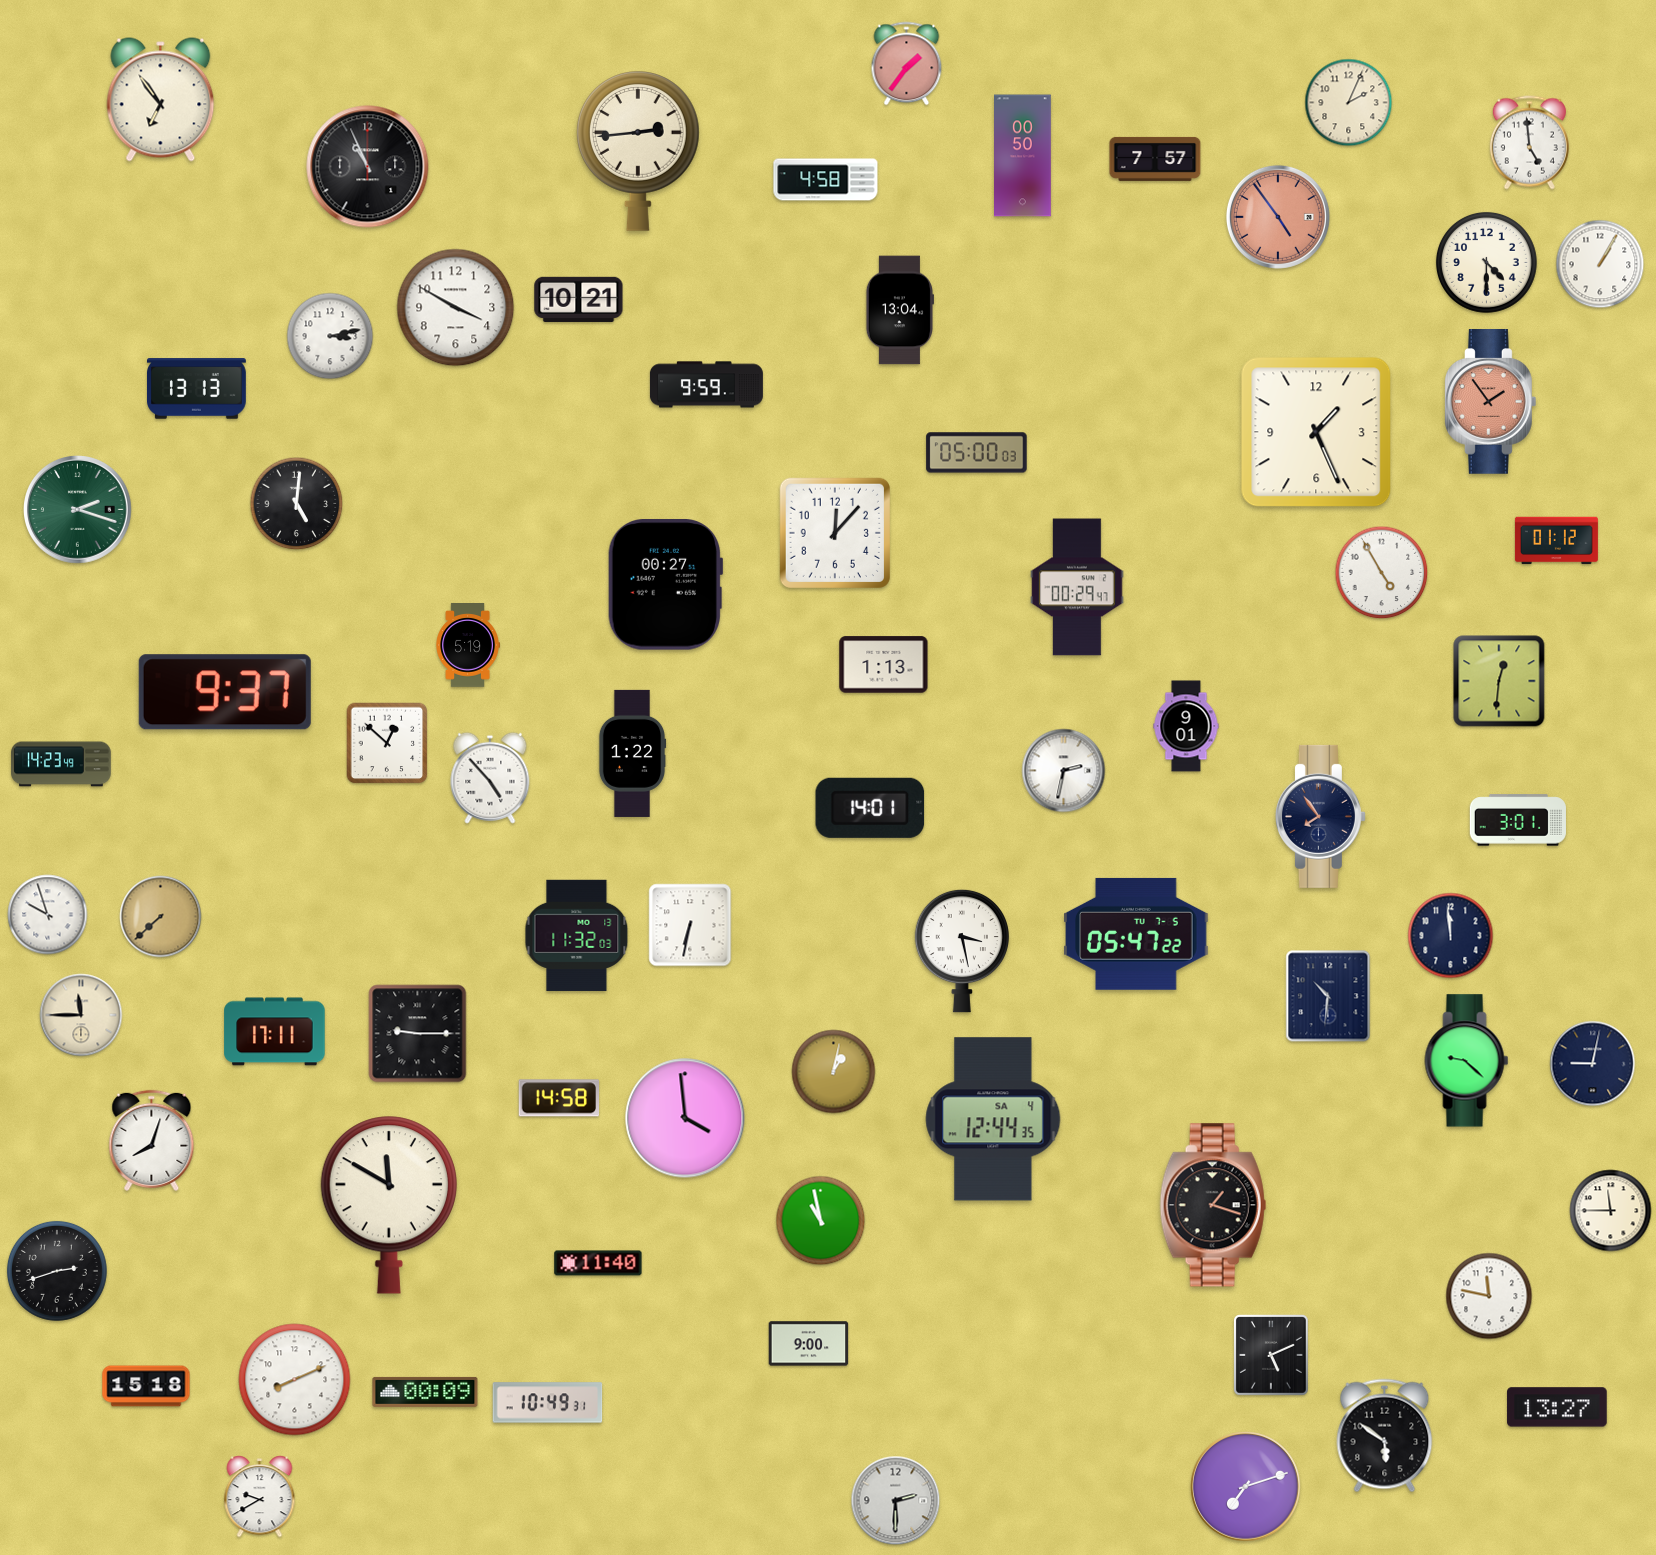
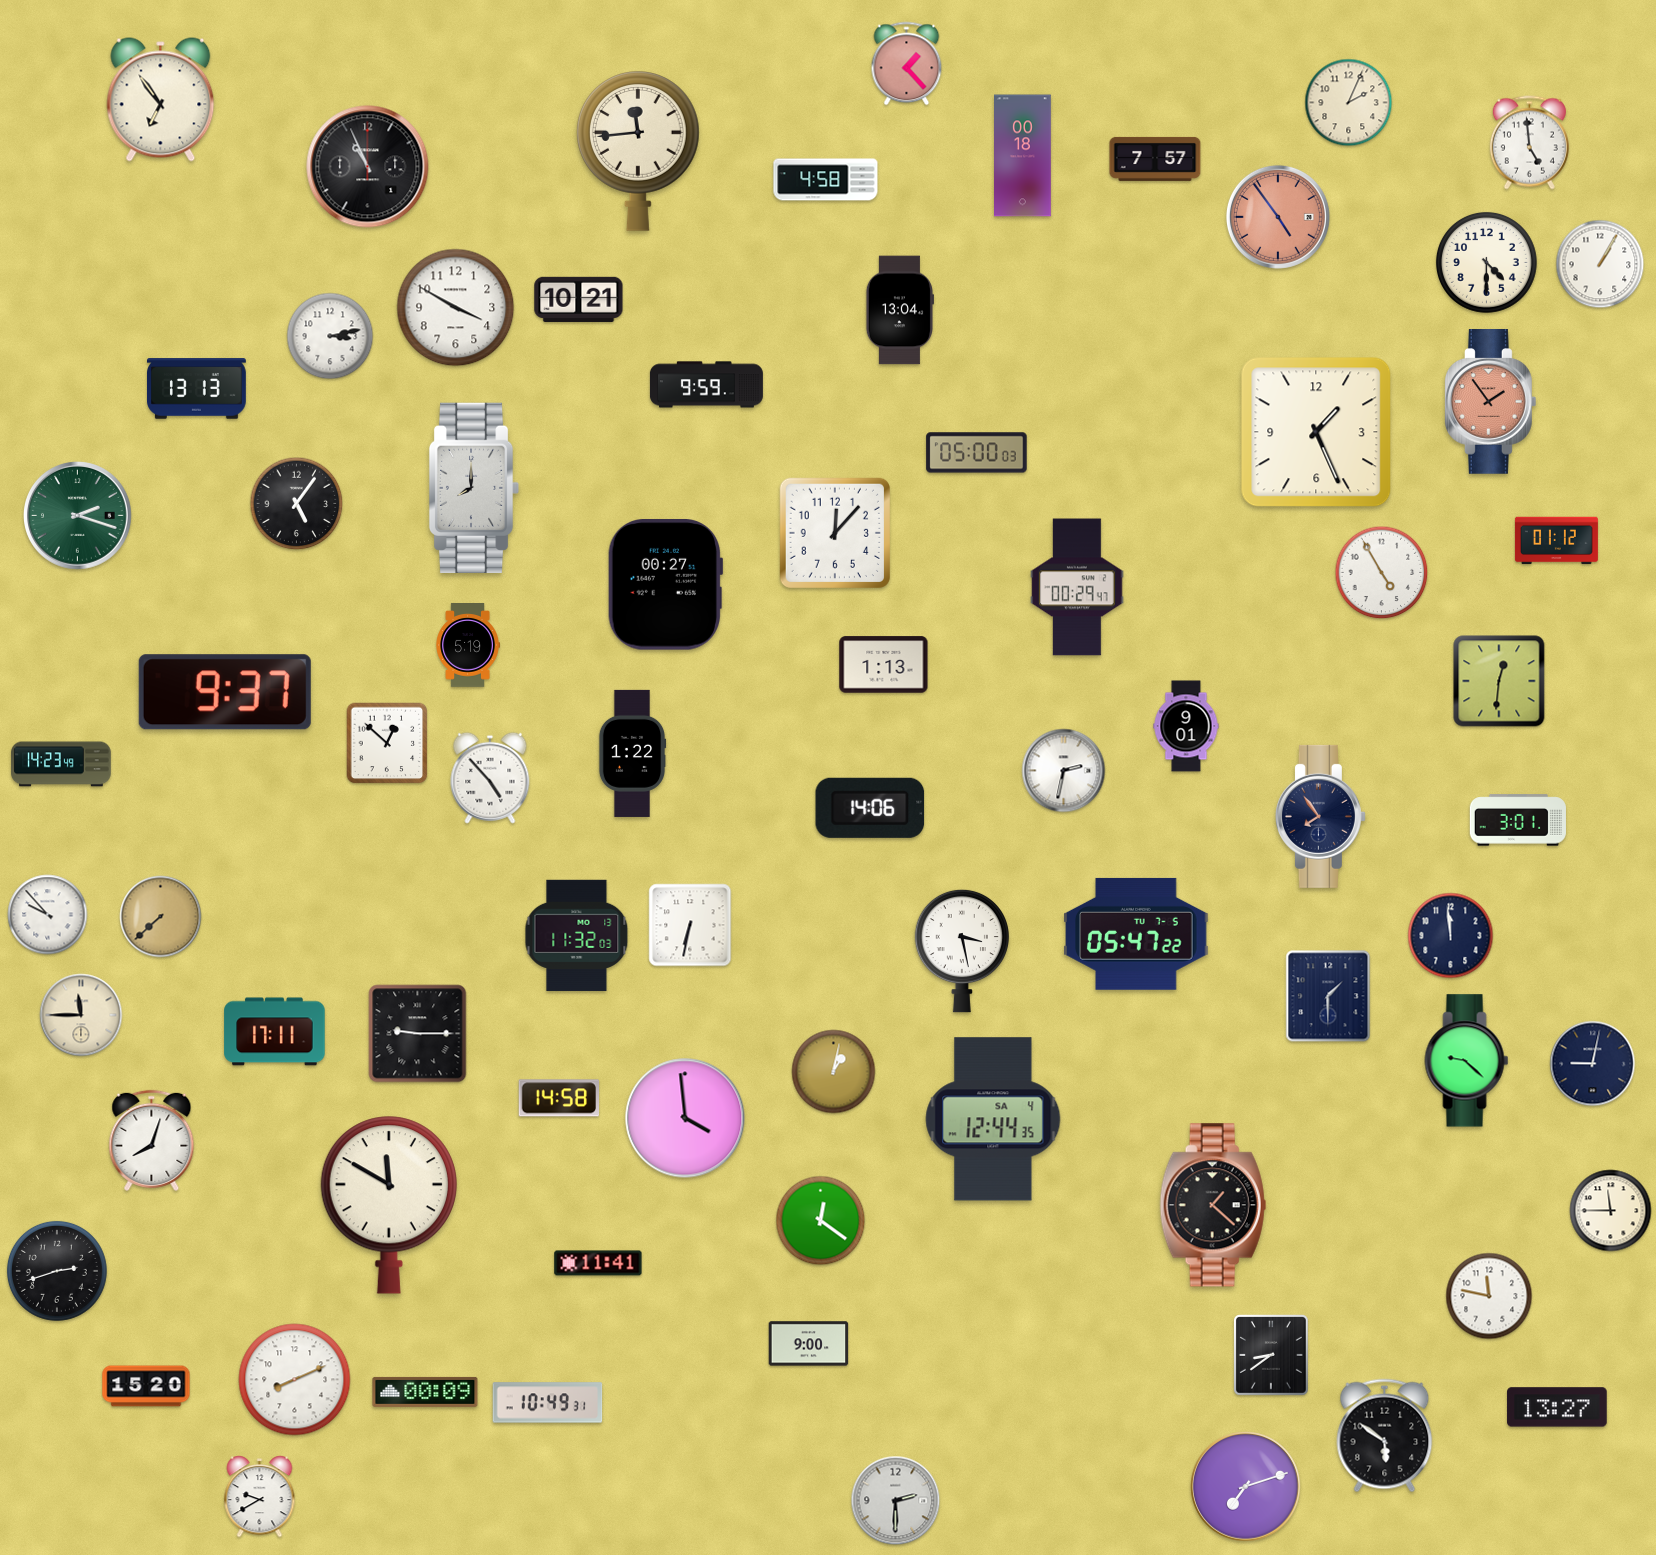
clock at (907, 64): 1:36 -> 1:23
clock at (638, 151): 2:44 -> 11:44
clock at (1023, 156): 00:50 -> 00:18
clock at (474, 488): none -> 8:00
clock at (297, 504): 5:01 -> 5:06
clock at (78, 510) position: (78, 510) -> (78, 516)
clock at (870, 808): 14:01 -> 14:06
clock at (48, 915): 9:57 -> 9:53
clock at (1328, 996): 10:31 -> 1:30
clock at (1213, 1205): 1:18 -> 1:22
clock at (821, 1221): 10:58 -> 12:21
clock at (598, 1263): 11:40 -> 11:41
clock at (1272, 1356): 5:11 -> 8:39
clock at (146, 1386): 15:18 -> 15:20
